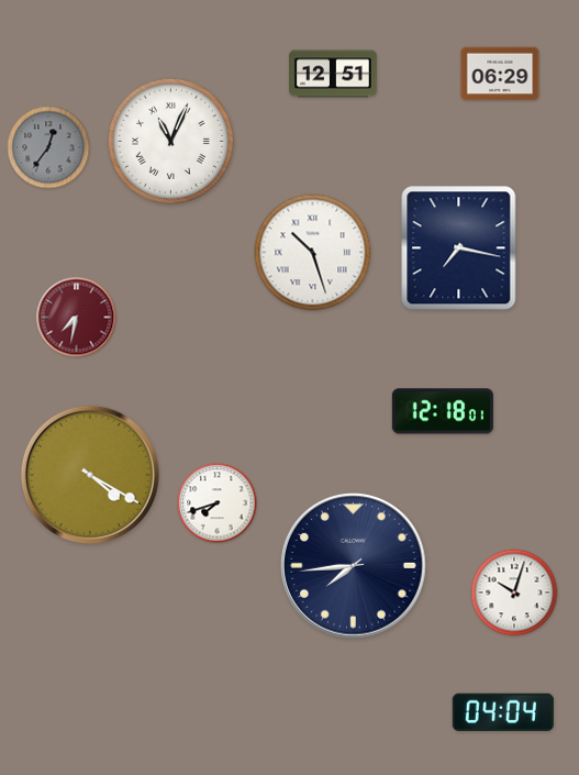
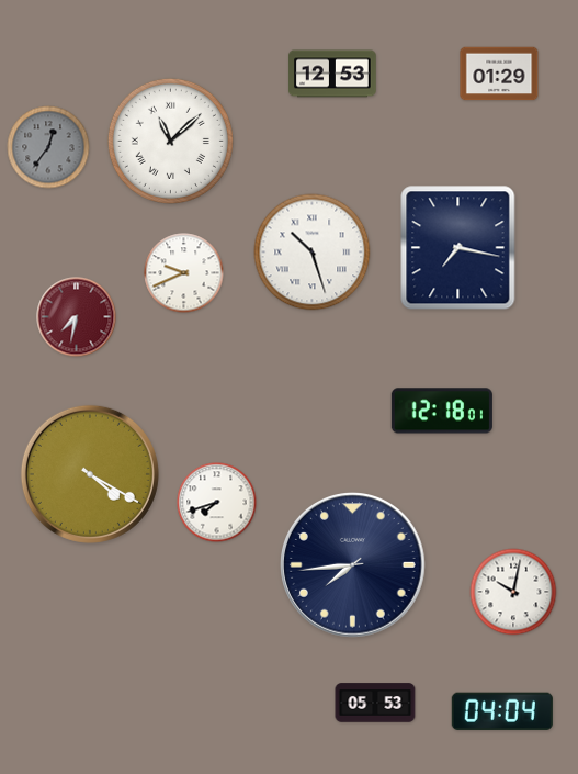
clock at (334, 74): 12:51 -> 12:53
clock at (500, 74): 06:29 -> 01:29
clock at (170, 141): 11:04 -> 11:08
clock at (184, 273): none -> 9:41
clock at (514, 593): 10:03 -> 10:02
clock at (375, 703): none -> 05:53
